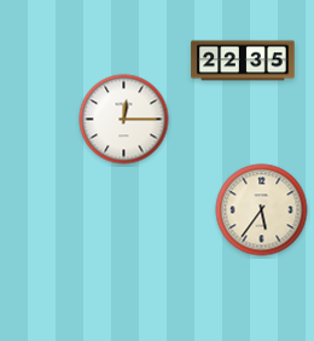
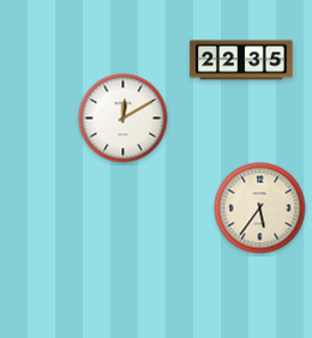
clock at (124, 120): 12:15 -> 12:10
